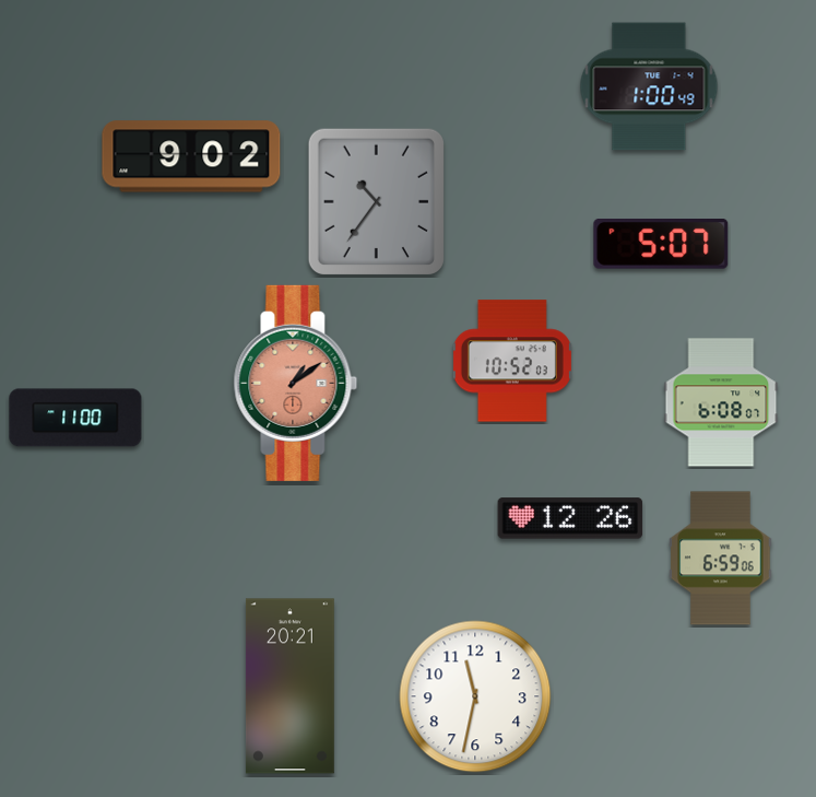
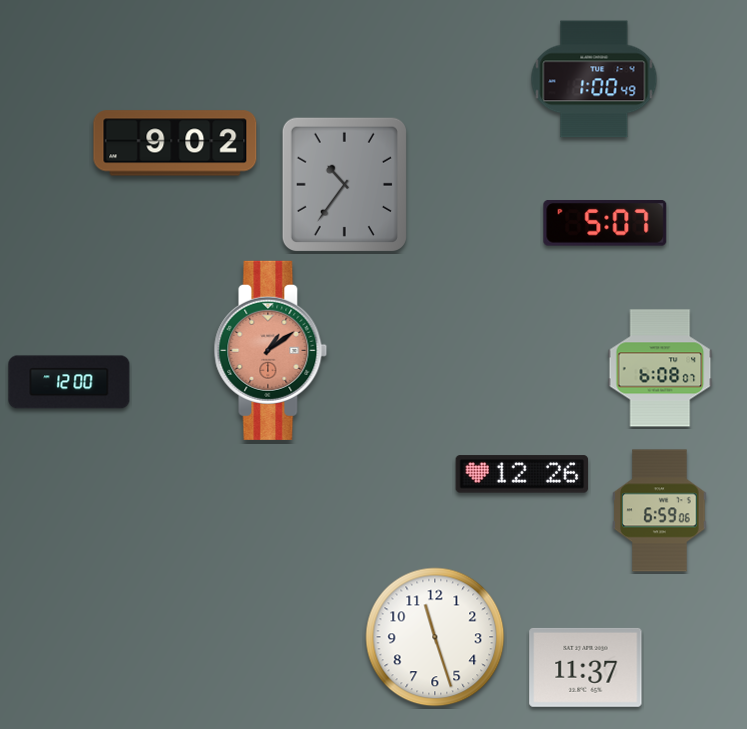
clock at (512, 361): 10:52 -> none
clock at (75, 418): 11:00 -> 12:00
clock at (289, 687): 20:21 -> none
clock at (475, 696): 11:32 -> 11:27
clock at (586, 667): none -> 11:37
